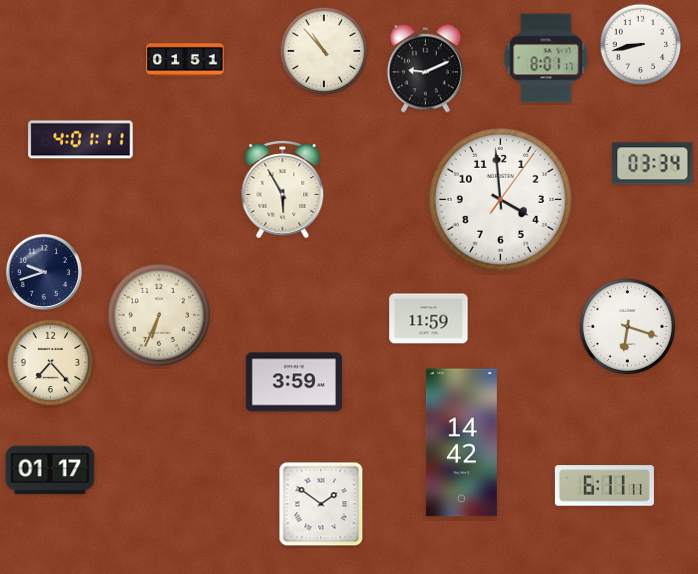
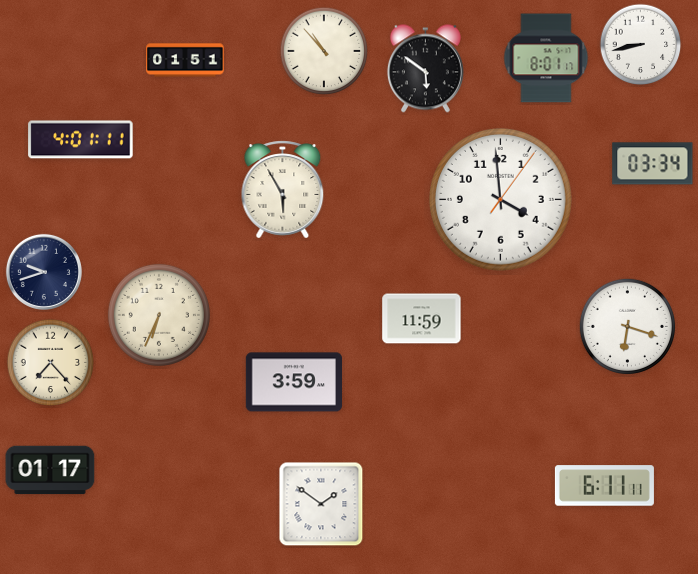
clock at (425, 69): 9:11 -> 5:51
clock at (429, 319) position: (429, 319) -> (422, 319)
clock at (461, 443): 14:42 -> none
